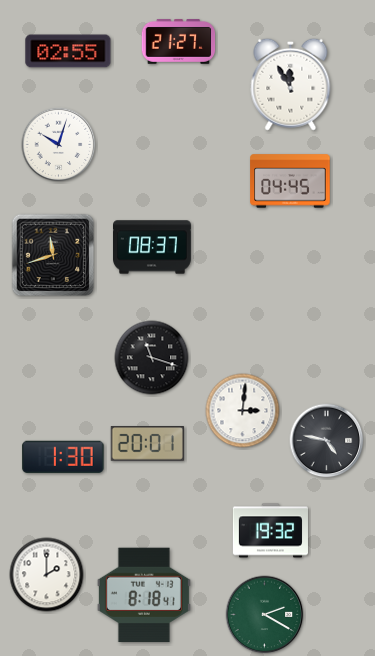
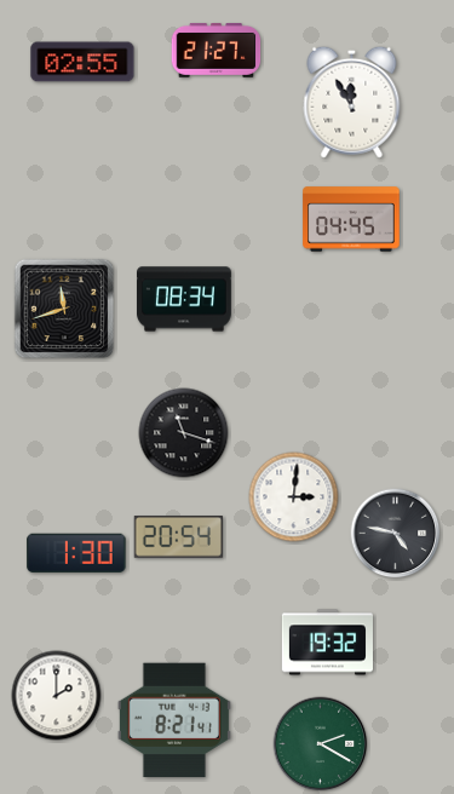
clock at (59, 145): 10:03 -> none
clock at (153, 247): 08:37 -> 08:34
clock at (148, 444): 20:01 -> 20:54
clock at (144, 595): 8:18 -> 8:21
